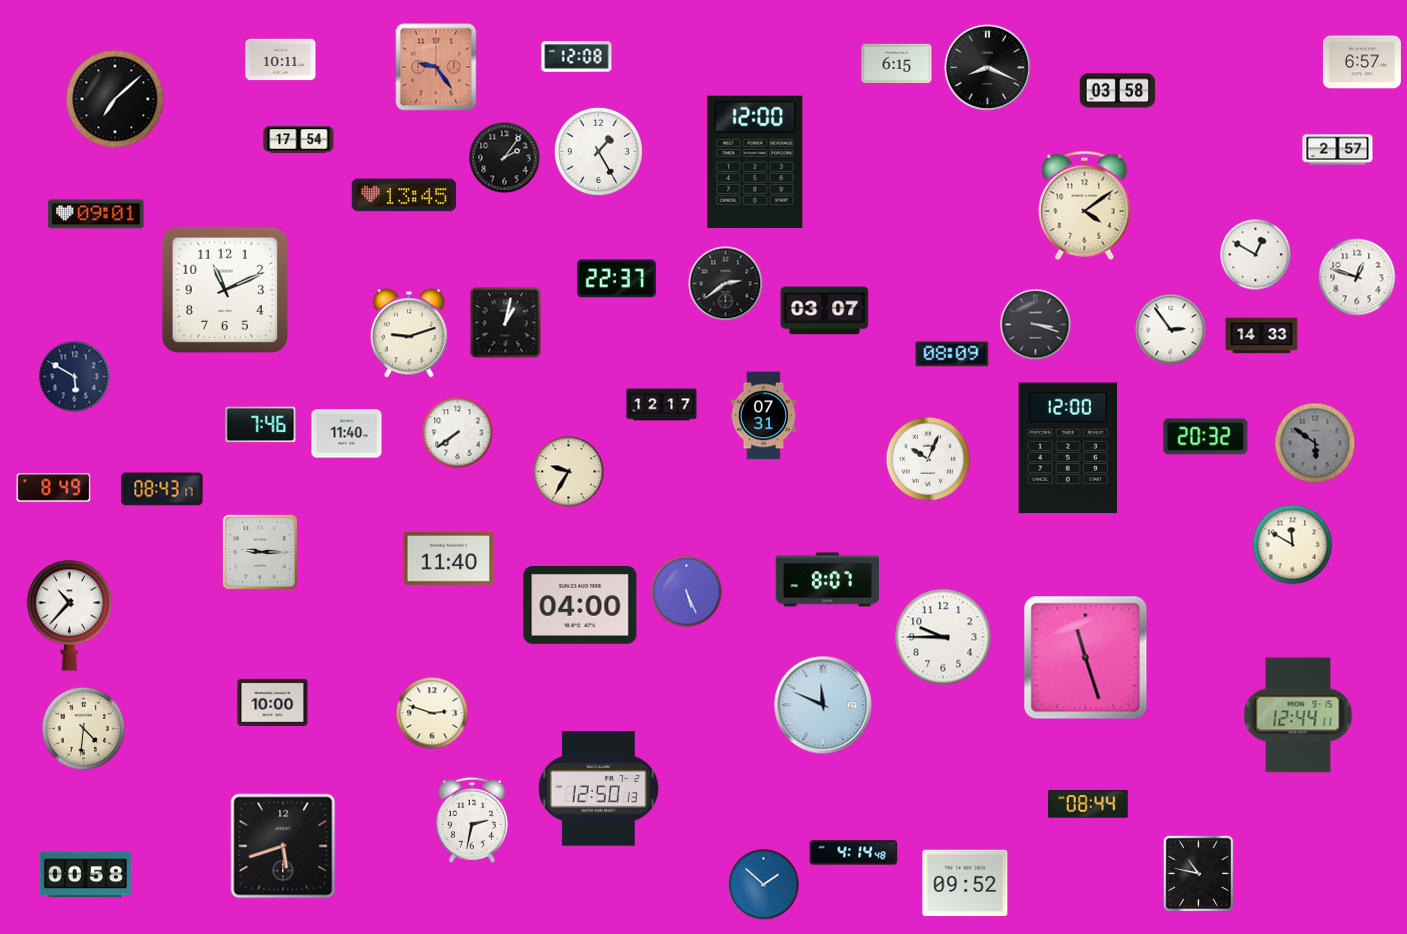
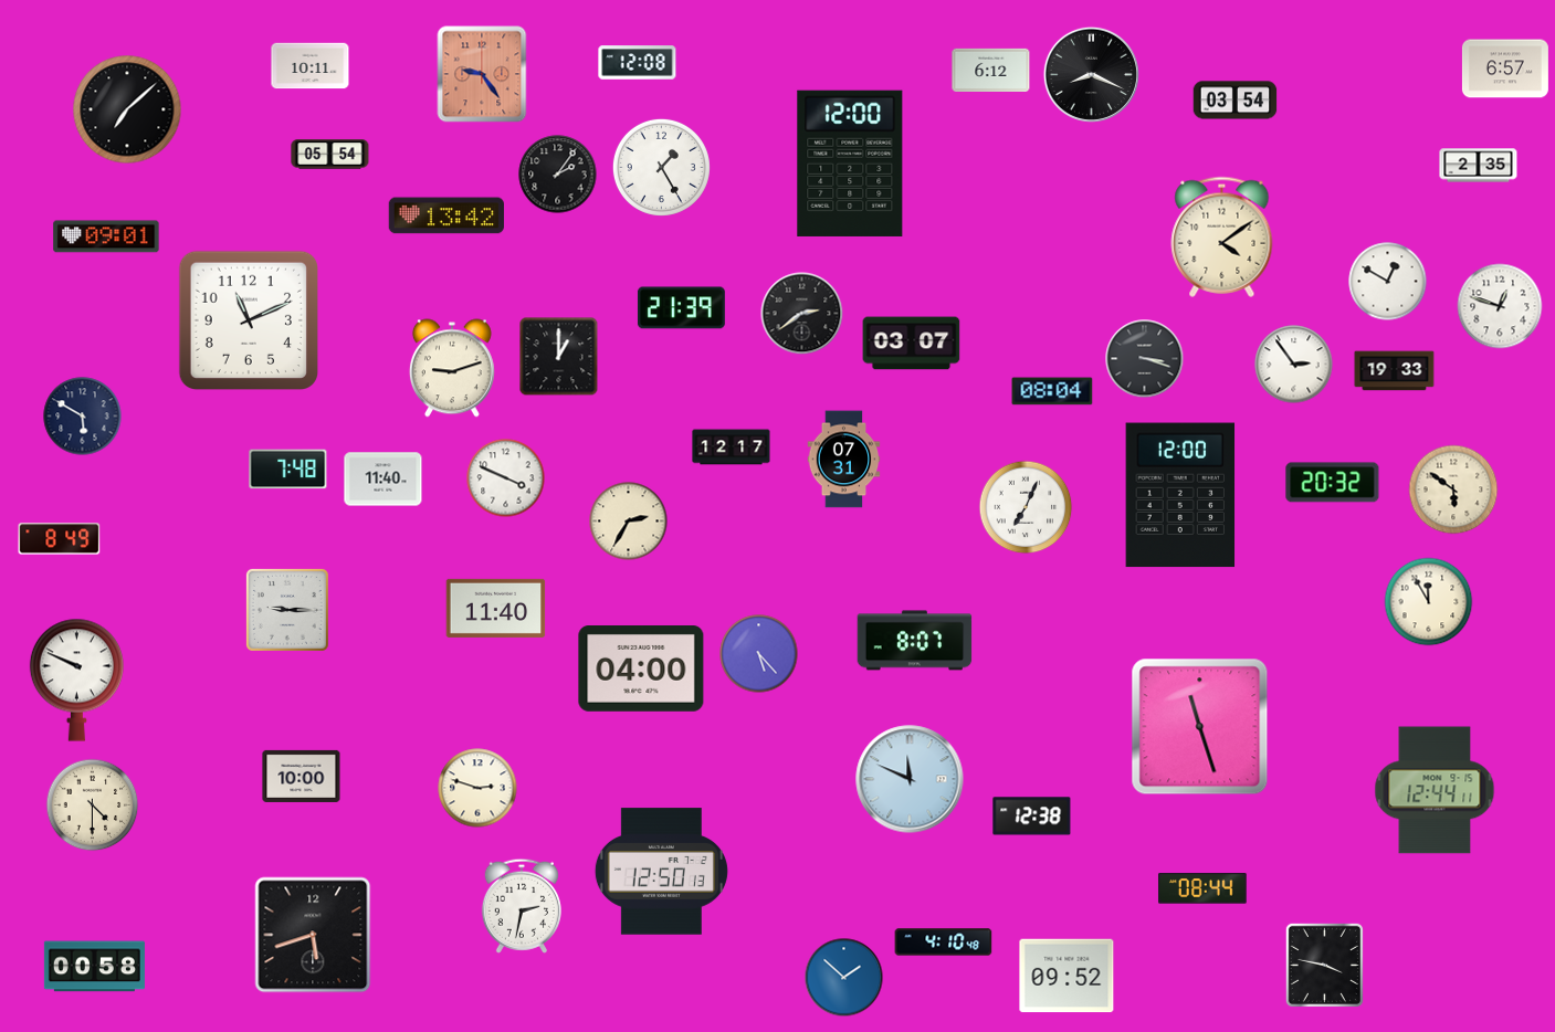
clock at (897, 63): 6:15 -> 6:12
clock at (1118, 91): 03:58 -> 03:54
clock at (299, 140): 17:54 -> 05:54
clock at (1338, 150): 2:57 -> 2:35
clock at (755, 162) position: (755, 162) -> (850, 164)
clock at (404, 195): 13:45 -> 13:42
clock at (1085, 205) position: (1085, 205) -> (1222, 236)
clock at (616, 279): 22:37 -> 21:39
clock at (506, 323): 1:02 -> 1:00
clock at (1262, 336): 14:33 -> 19:33
clock at (952, 354): 08:09 -> 08:04
clock at (261, 425): 7:46 -> 7:48
clock at (458, 433): 7:39 -> 3:49
clock at (1315, 443) dial: grey -> cream
clock at (928, 459): 10:04 -> 7:04
clock at (569, 472): 9:35 -> 2:35
clock at (162, 489): 08:43 -> none
clock at (1293, 545): 11:50 -> 11:55
clock at (449, 558) position: (449, 558) -> (496, 608)
clock at (687, 592): 5:26 -> 5:23
clock at (69, 615): 10:37 -> 9:49
clock at (943, 637): 9:45 -> none
clock at (84, 729): 4:31 -> 4:30
clock at (1032, 817): none -> 12:38
clock at (854, 853): 4:14 -> 4:10
clock at (1198, 873): 10:47 -> 3:47
